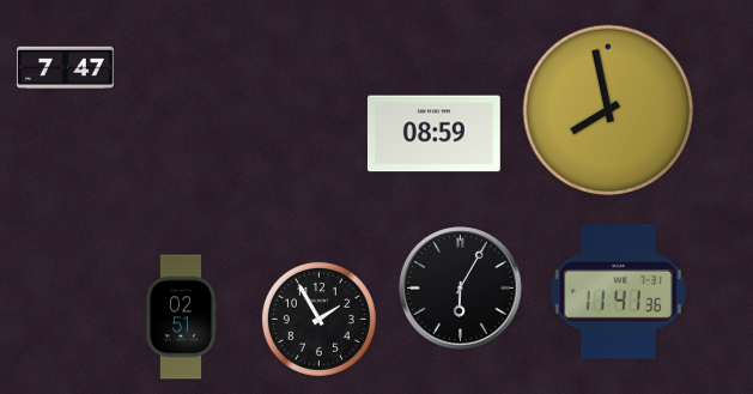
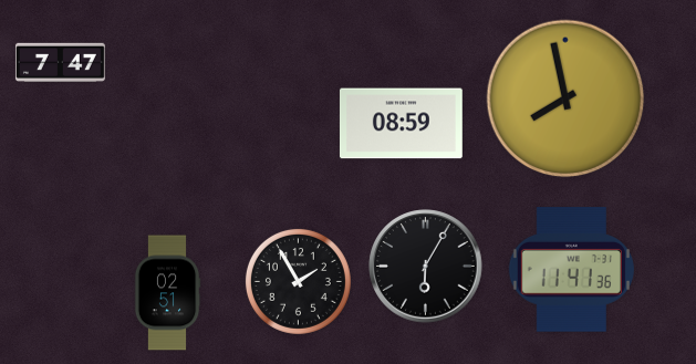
clock at (608, 110) position: (608, 110) -> (565, 98)
clock at (318, 319) position: (318, 319) -> (298, 281)
